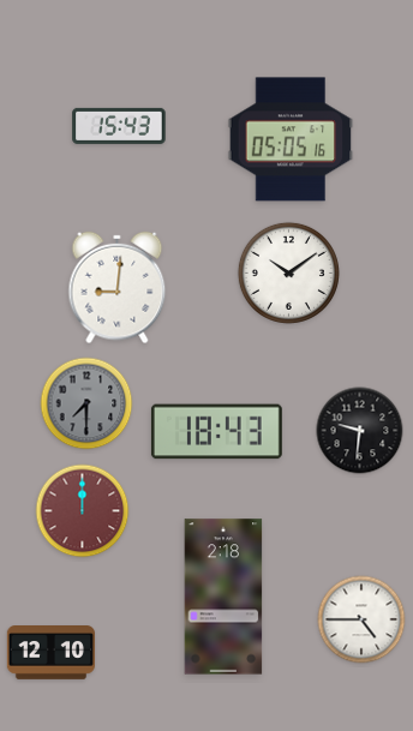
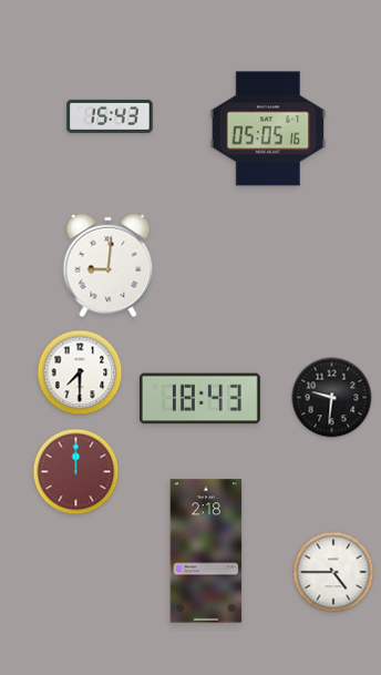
clock at (288, 272): 10:09 -> none
clock at (86, 403) dial: grey -> white
clock at (50, 653): 12:10 -> none
